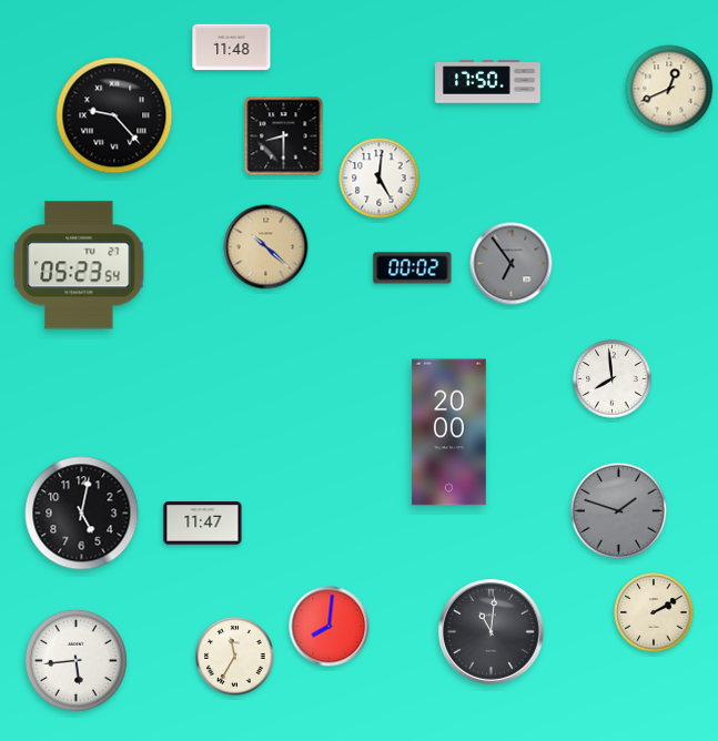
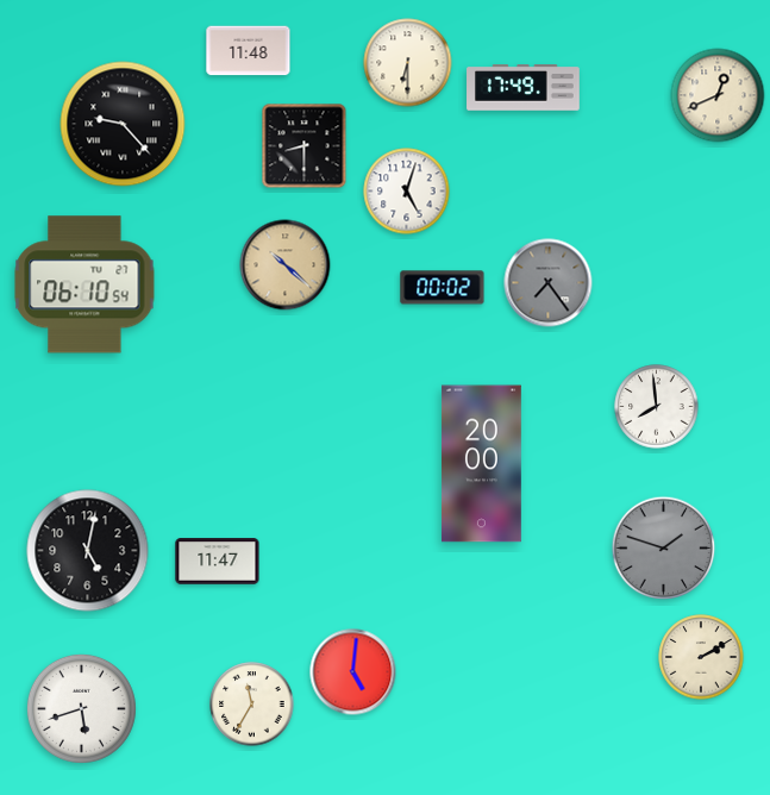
clock at (408, 63): none -> 6:30
clock at (488, 82): 17:50 -> 17:49
clock at (380, 179): 5:01 -> 5:03
clock at (512, 264): 6:54 -> 7:24
clock at (79, 265): 05:23 -> 06:10
clock at (330, 627): 8:01 -> 5:01
clock at (492, 632): 11:01 -> none
clock at (75, 660): 5:44 -> 5:42
